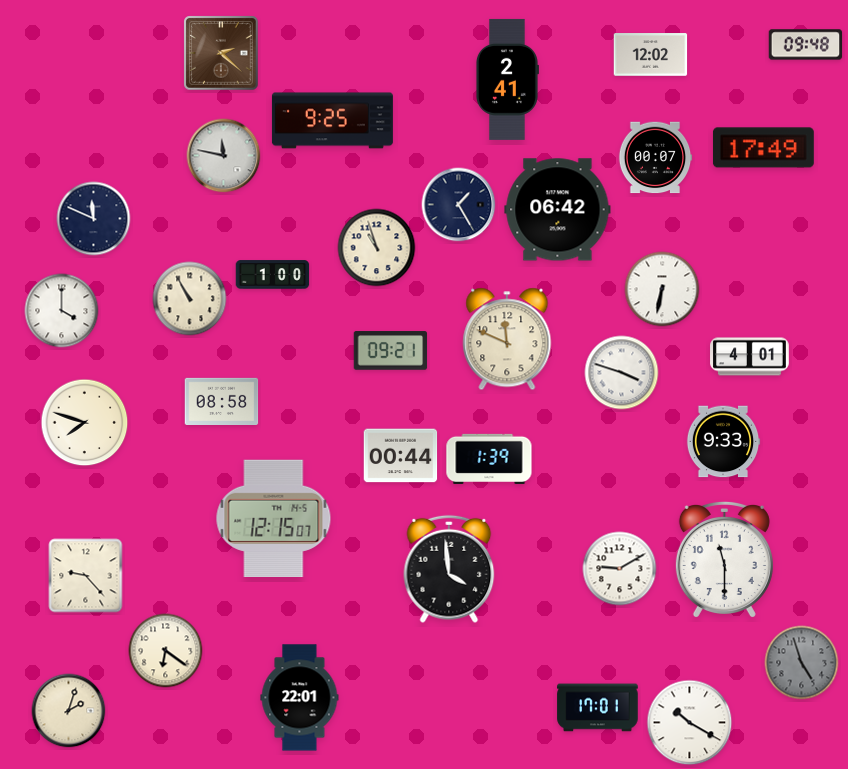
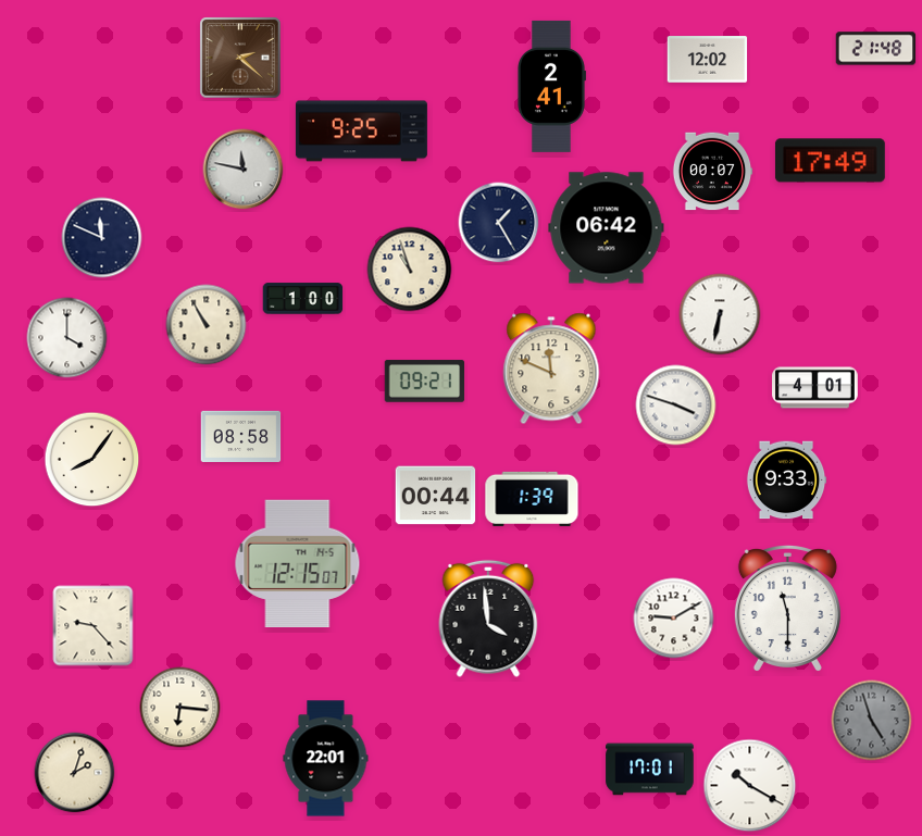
clock at (806, 45): 09:48 -> 21:48
clock at (273, 275) position: (273, 275) -> (303, 299)
clock at (85, 423): 7:48 -> 8:06
clock at (166, 651): 6:21 -> 6:16
